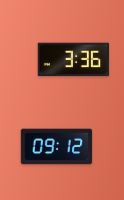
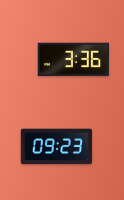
clock at (57, 147): 09:12 -> 09:23
